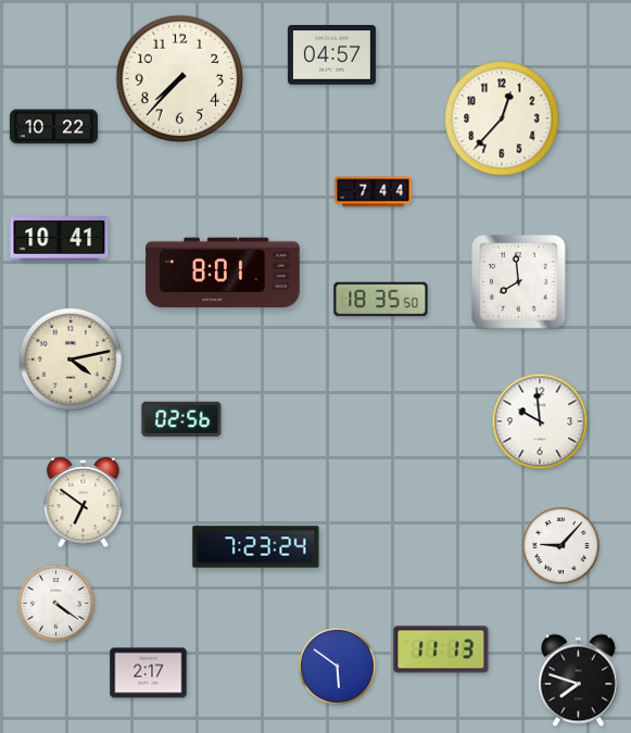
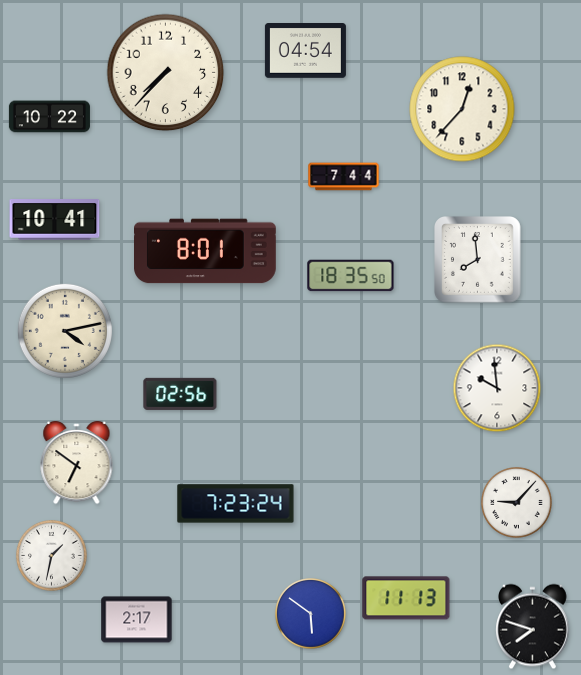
clock at (331, 55): 04:57 -> 04:54
clock at (181, 419) position: (181, 419) -> (180, 394)
clock at (56, 604): 4:21 -> 1:32
